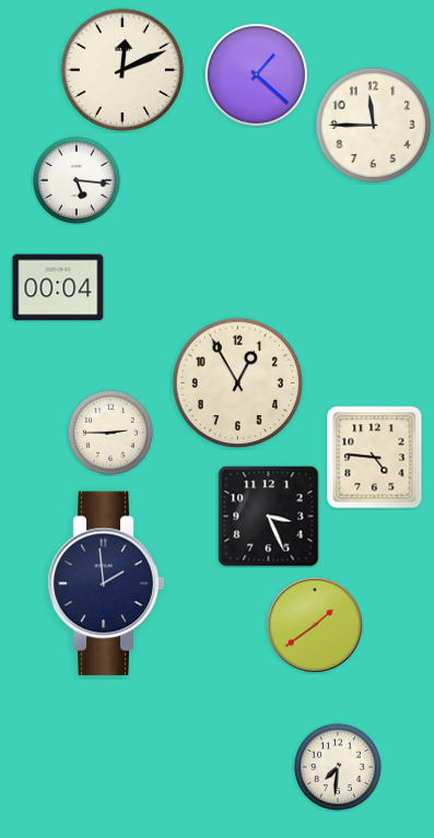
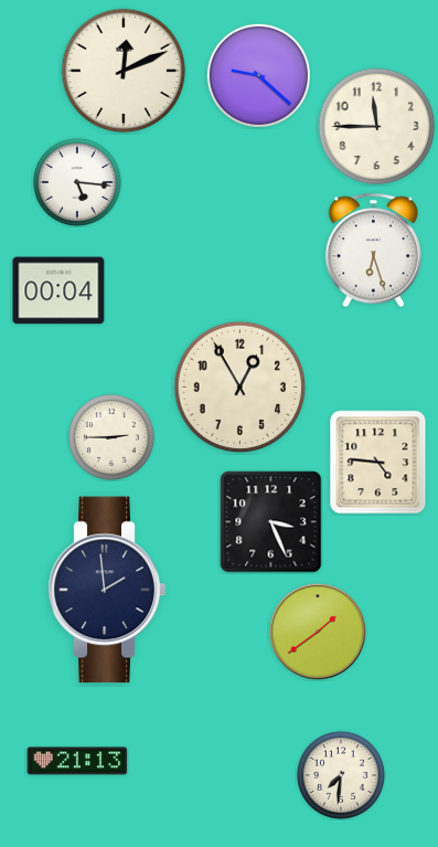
clock at (256, 74): 1:22 -> 9:22
clock at (373, 251): none -> 6:27
clock at (77, 761): none -> 21:13
